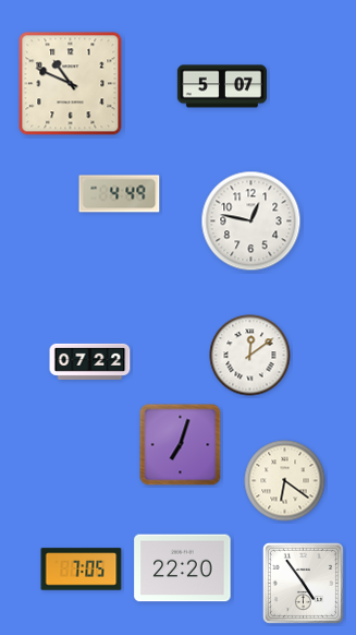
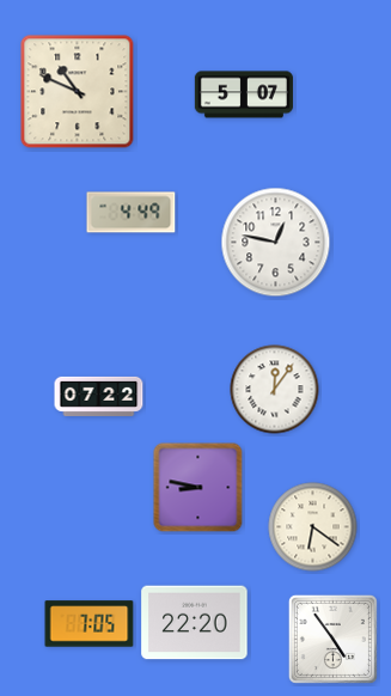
clock at (250, 356): 12:09 -> 12:06
clock at (181, 445): 7:03 -> 8:47
clock at (183, 568) position: (183, 568) -> (195, 623)
